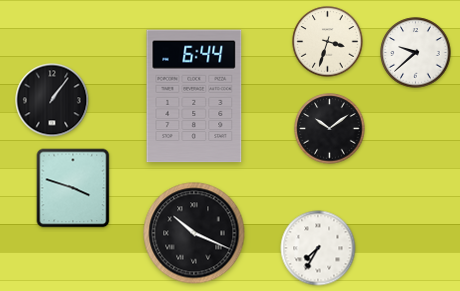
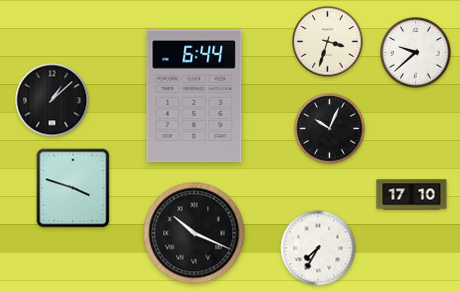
clock at (52, 100): 1:06 -> 1:08
clock at (330, 129): 10:09 -> 10:04
clock at (412, 195): none -> 17:10
